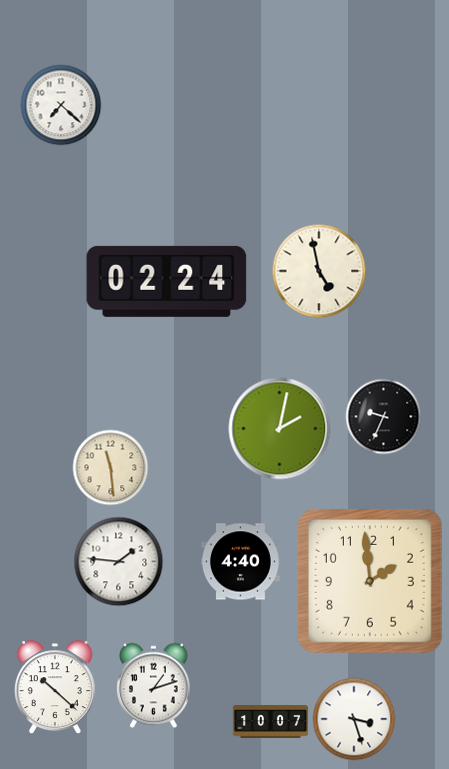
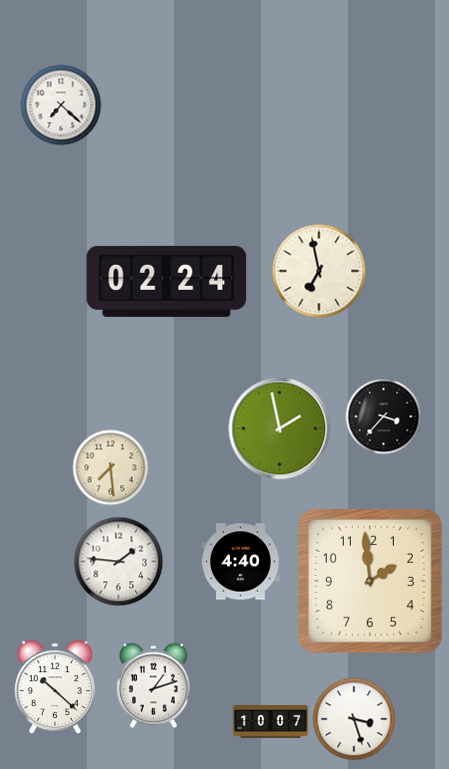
clock at (319, 271): 4:58 -> 6:58
clock at (384, 417): 9:34 -> 3:37
clock at (280, 429): 2:02 -> 1:58
clock at (111, 468): 11:29 -> 7:29
